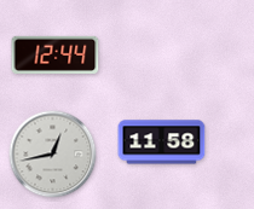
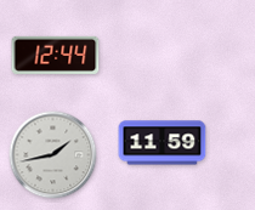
clock at (162, 143): 11:58 -> 11:59
clock at (53, 155): 12:43 -> 1:43
